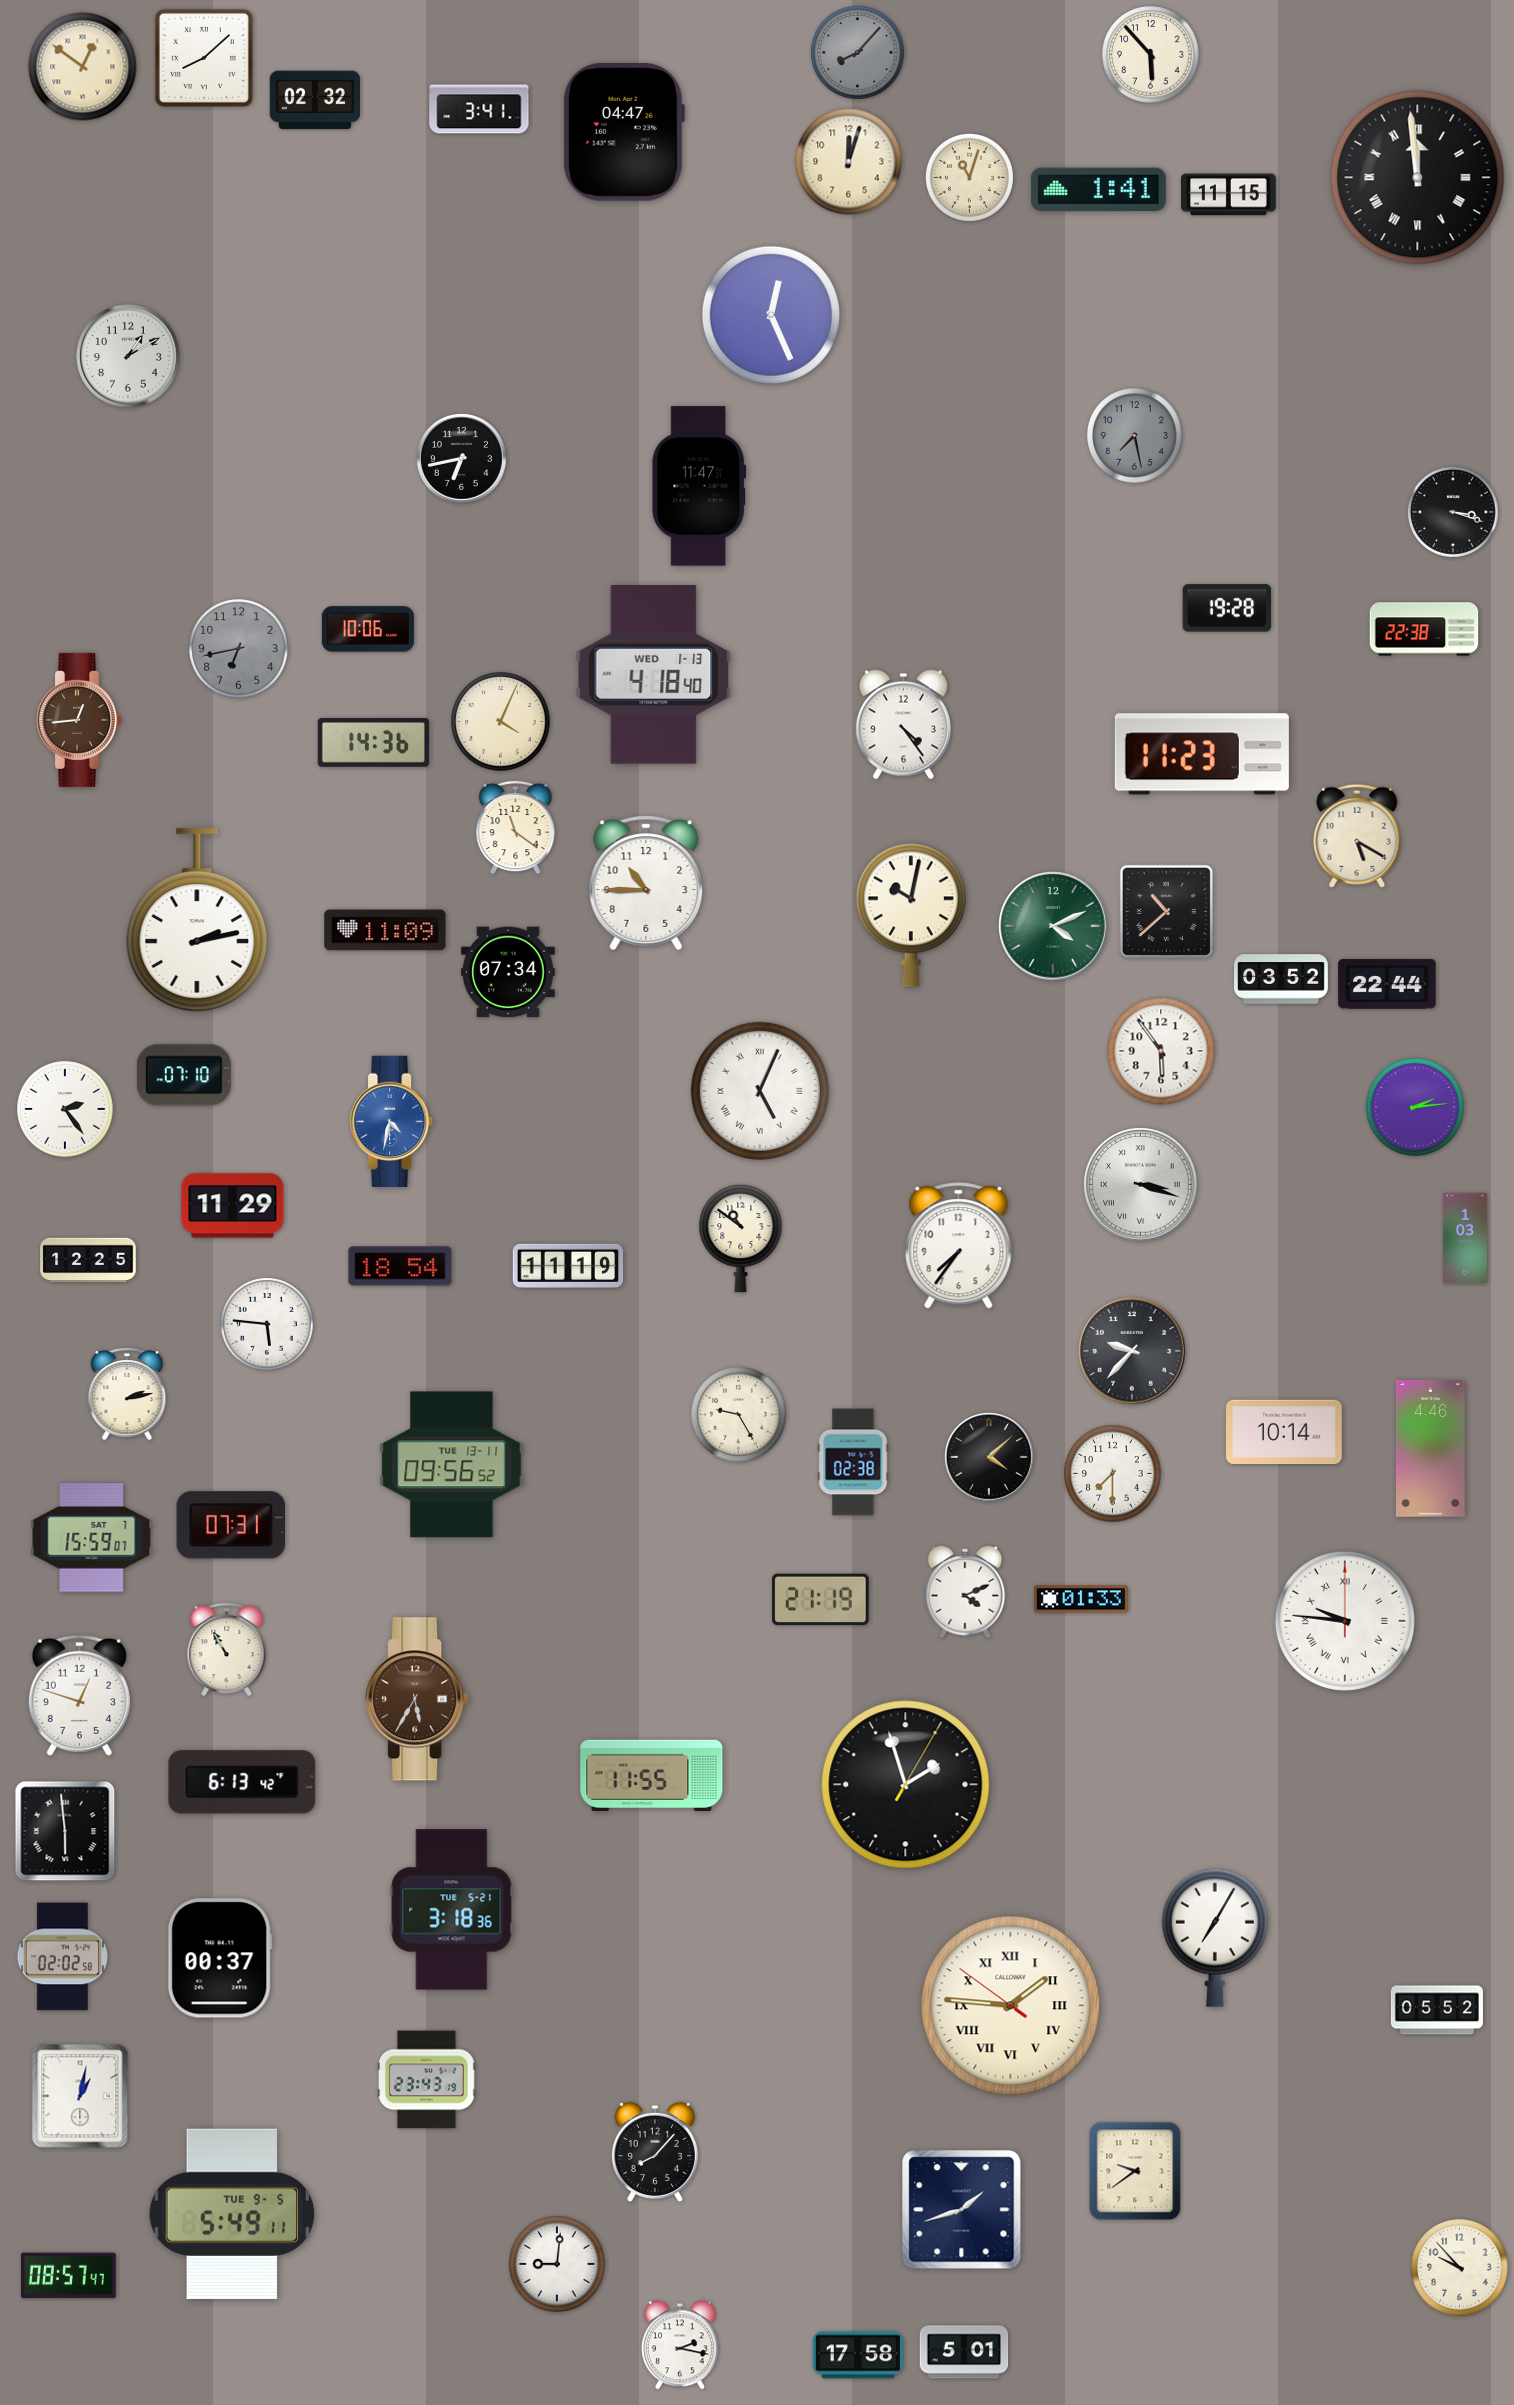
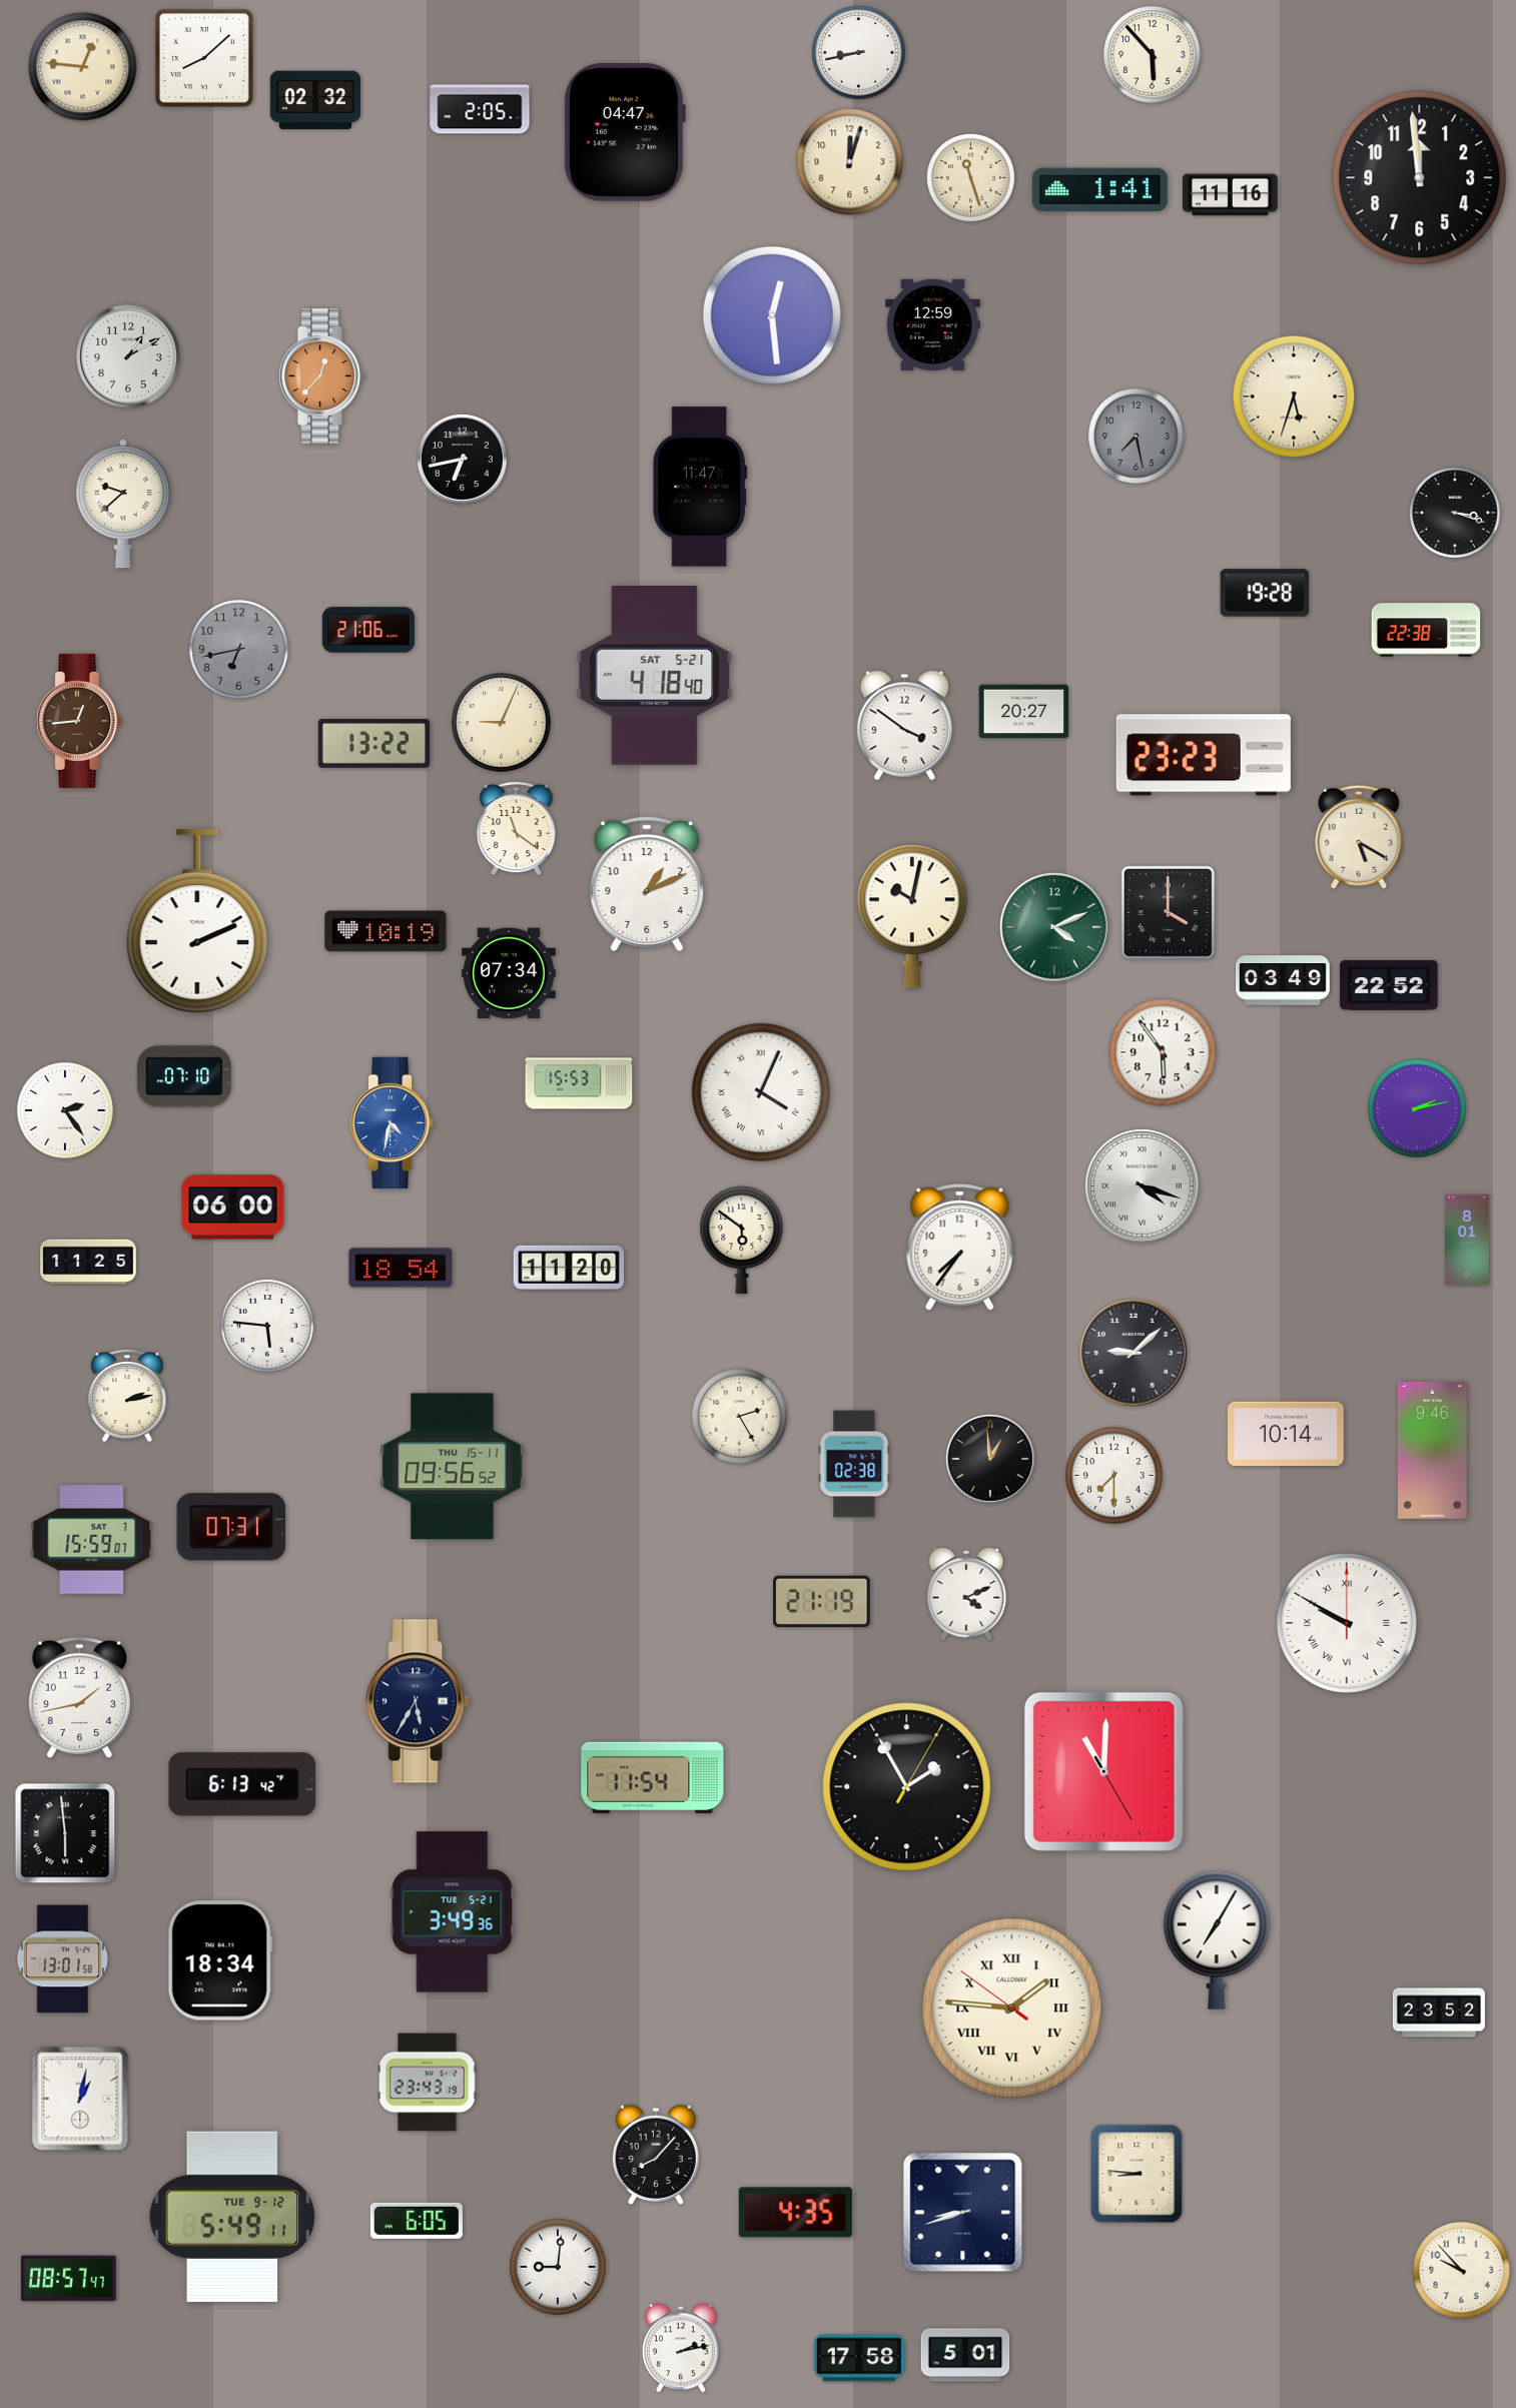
clock at (858, 53): 8:07 -> 8:43
clock at (858, 53) dial: grey -> white
clock at (83, 67): 12:51 -> 12:46
clock at (479, 109): 3:41 -> 2:05
clock at (969, 177): 11:03 -> 11:27
clock at (1418, 178) numerals: Roman -> Arabic
clock at (1229, 195): 11:15 -> 11:16
clock at (771, 315): 12:26 -> 12:29
clock at (933, 324): none -> 12:59
clock at (321, 375): none -> 12:37
clock at (1294, 396): none -> 5:33
clock at (123, 504): none -> 9:38
clock at (1227, 608) position: (1227, 608) -> (1265, 593)
clock at (368, 629): 10:06 -> 21:06
clock at (654, 675) date: WED 1-13 -> SAT 5-21
clock at (1024, 712): none -> 20:27
clock at (501, 722): 4:04 -> 9:04
clock at (903, 725): 4:24 -> 3:51
clock at (373, 742): 14:36 -> 13:22
clock at (1202, 754): 11:23 -> 23:23
clock at (646, 883): 10:45 -> 1:11
clock at (1166, 911): 10:38 -> 4:00
clock at (197, 920): 2:13 -> 2:11
clock at (385, 930): 11:09 -> 10:19
clock at (1282, 979): 03:52 -> 03:49
clock at (1387, 984): 22:44 -> 22:52
clock at (579, 1083): none -> 15:53
clock at (760, 1091): 5:04 -> 4:04
clock at (1415, 1107): 2:14 -> 2:13
clock at (1141, 1185): 3:18 -> 4:18
clock at (233, 1206): 11:29 -> 06:00
clock at (741, 1238): 10:51 -> 5:51
clock at (1465, 1238): 1:03 -> 8:01
clock at (88, 1260): 12:25 -> 11:25
clock at (568, 1266): 11:19 -> 11:20
clock at (1132, 1351): 9:37 -> 9:08
clock at (739, 1415): 9:25 -> 2:25
clock at (1431, 1449): 4:46 -> 9:46
clock at (989, 1457): 4:08 -> 12:59
clock at (452, 1465) date: TUE 13-11 -> THU 15-11
clock at (1081, 1599): 01:33 -> none
clock at (1345, 1621): 9:46 -> 9:50
clock at (227, 1649): 10:55 -> none
clock at (79, 1695): 12:48 -> 1:43
clock at (417, 1699) dial: brown -> navy
clock at (1103, 1771): none -> 11:00
clock at (652, 1775): 11:55 -> 11:54
clock at (906, 1785): 1:57 -> 1:55
clock at (452, 1910): 3:18 -> 3:49
clock at (62, 1957): 02:02 -> 13:01
clock at (220, 1958): 00:37 -> 18:34
clock at (1437, 2010): 05:52 -> 23:52
clock at (1135, 2171): 9:39 -> 8:46
clock at (795, 2213): none -> 4:35
clock at (962, 2210): 1:42 -> 8:42
clock at (231, 2214) date: TUE 9-5 -> TUE 9-12
clock at (417, 2221): none -> 6:05
clock at (680, 2345): 2:17 -> 2:13
